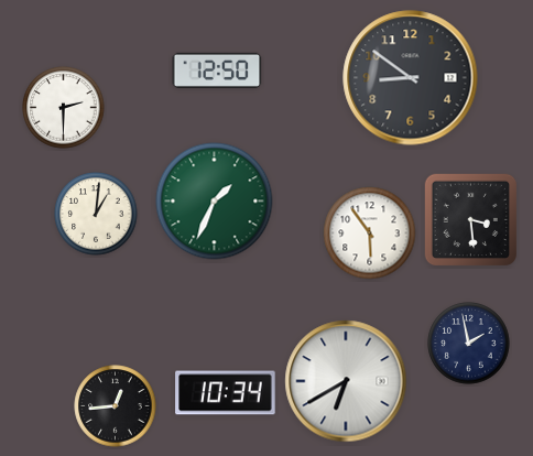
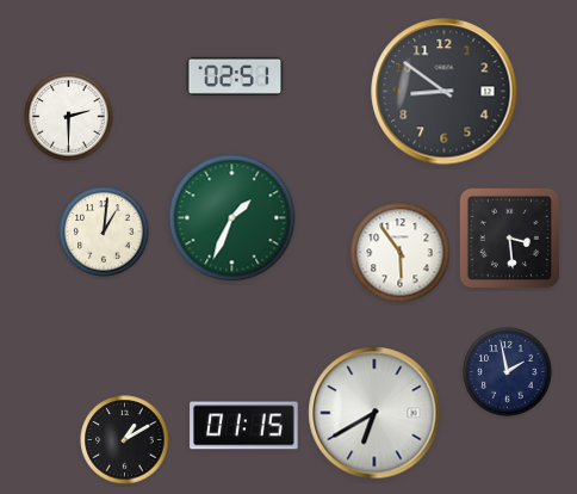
clock at (217, 70): 12:50 -> 02:51
clock at (411, 78) position: (411, 78) -> (445, 92)
clock at (226, 393): 10:34 -> 01:15
clock at (116, 406): 12:44 -> 1:10
